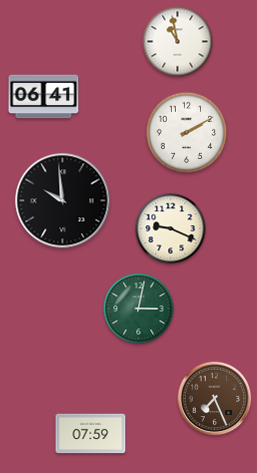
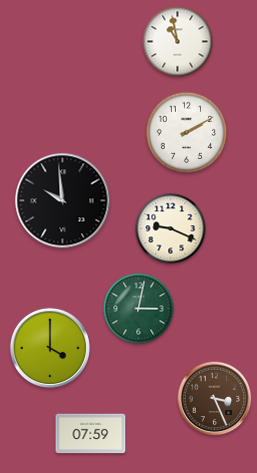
clock at (44, 97): 06:41 -> none
clock at (50, 348): none -> 4:00
clock at (215, 399): 7:26 -> 3:26
